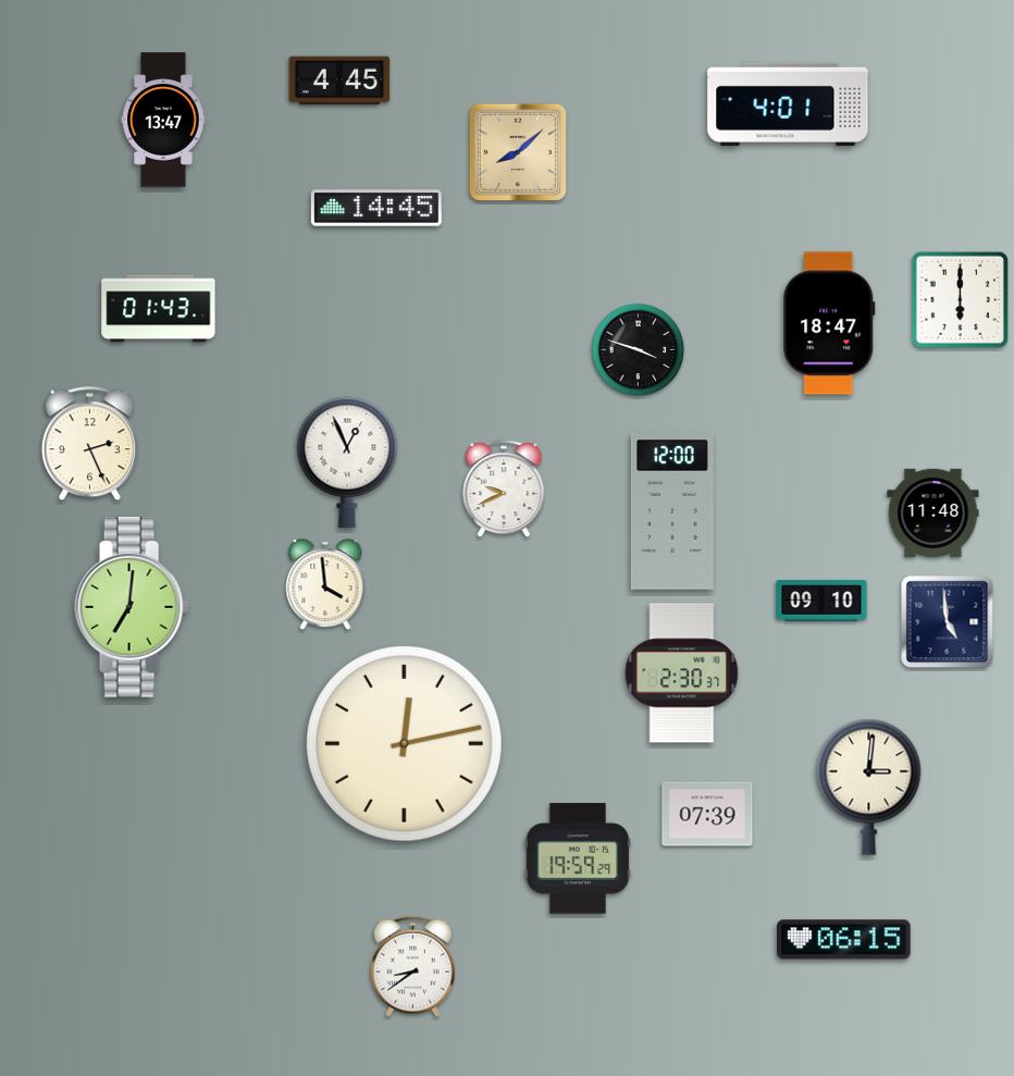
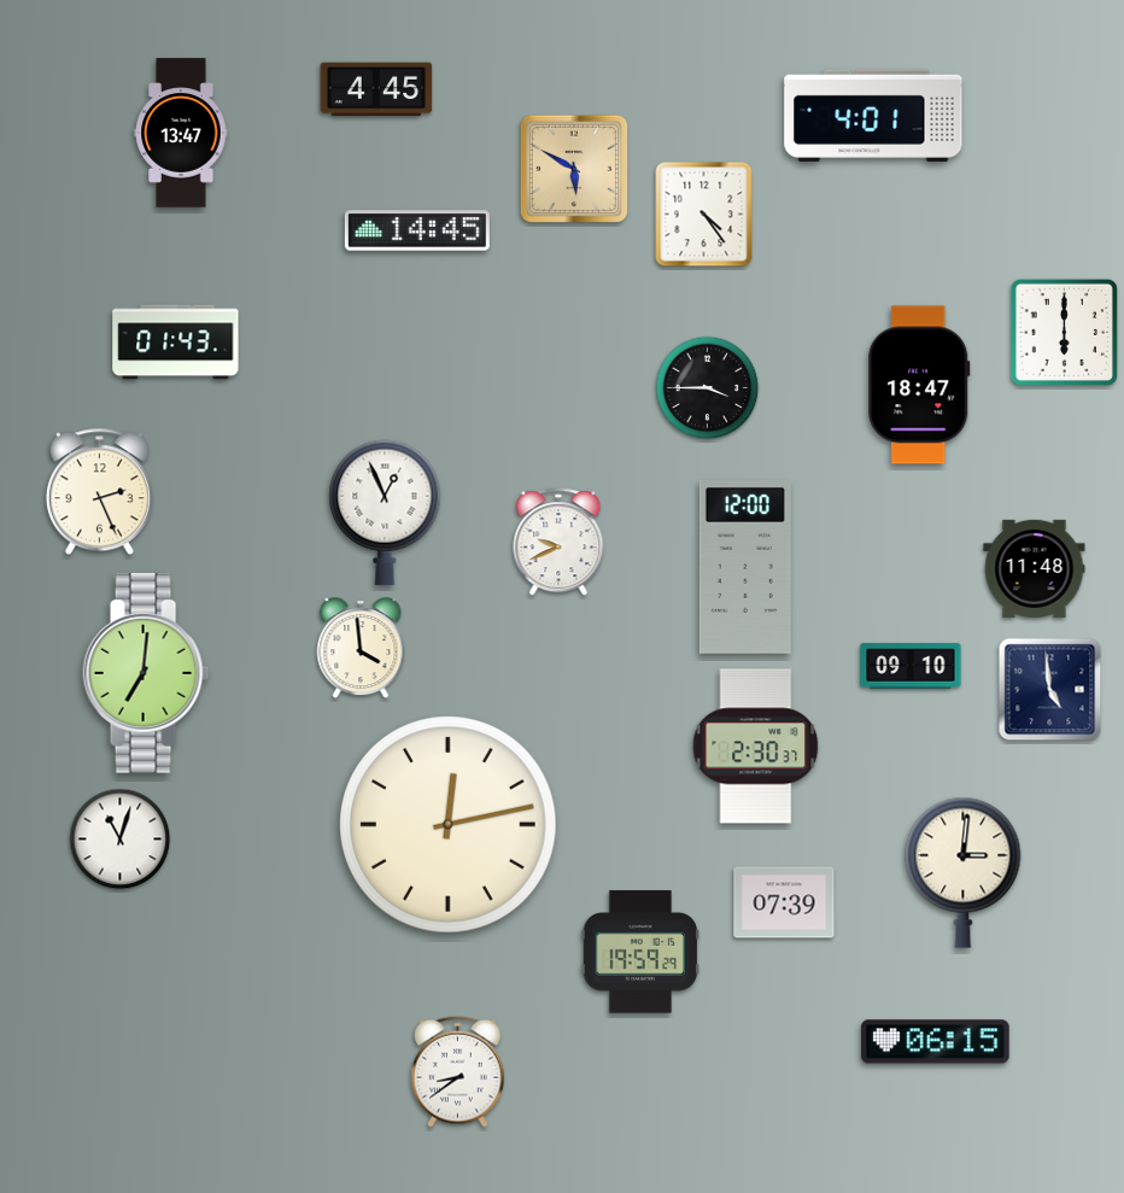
clock at (517, 151): 8:08 -> 5:50
clock at (704, 215): none -> 4:24
clock at (829, 323) position: (829, 323) -> (919, 385)
clock at (639, 350): 3:48 -> 3:45
clock at (121, 840): none -> 11:03
